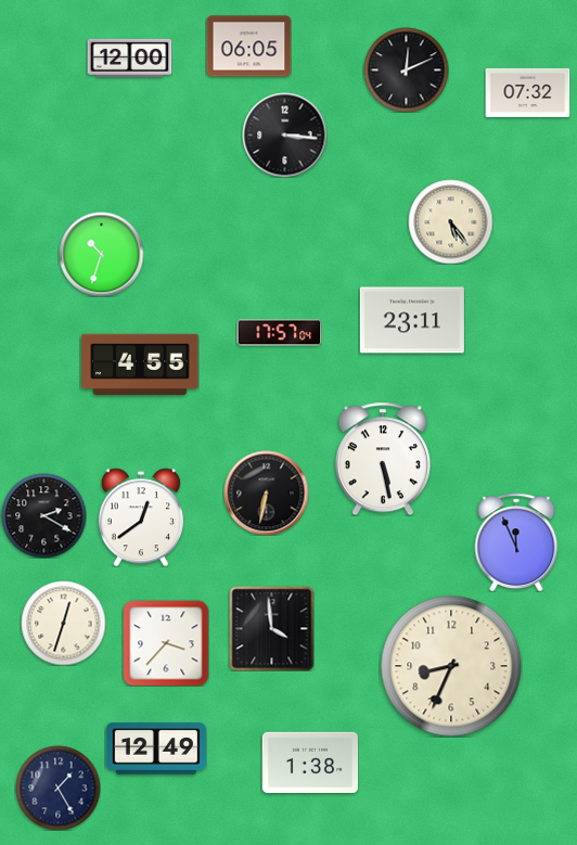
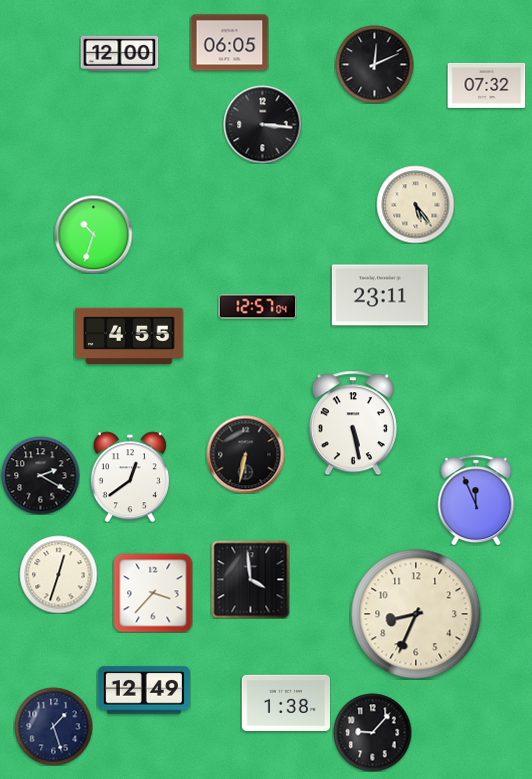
clock at (279, 333): 17:57 -> 12:57
clock at (57, 788): 1:25 -> 1:27
clock at (372, 732): none -> 9:07
